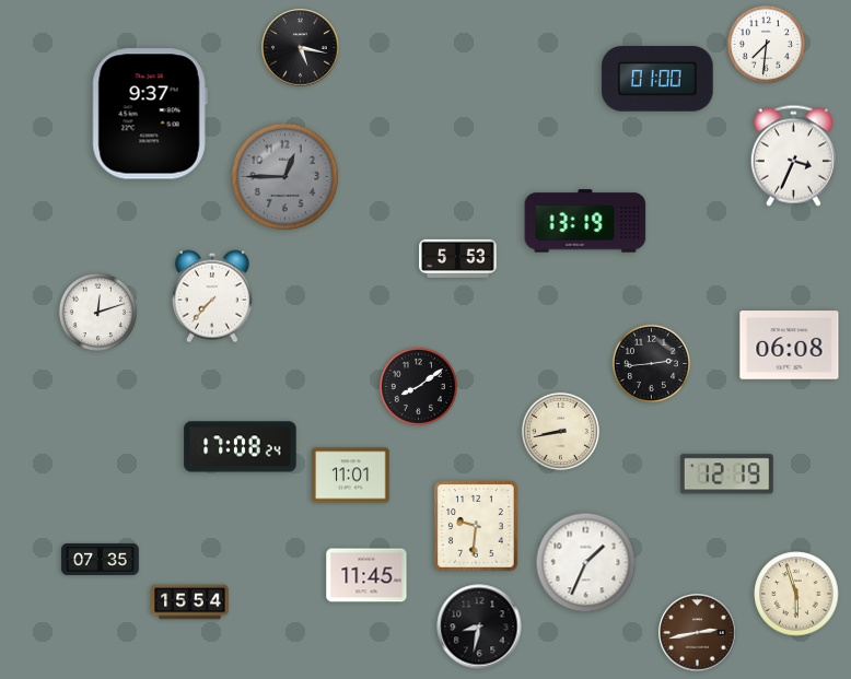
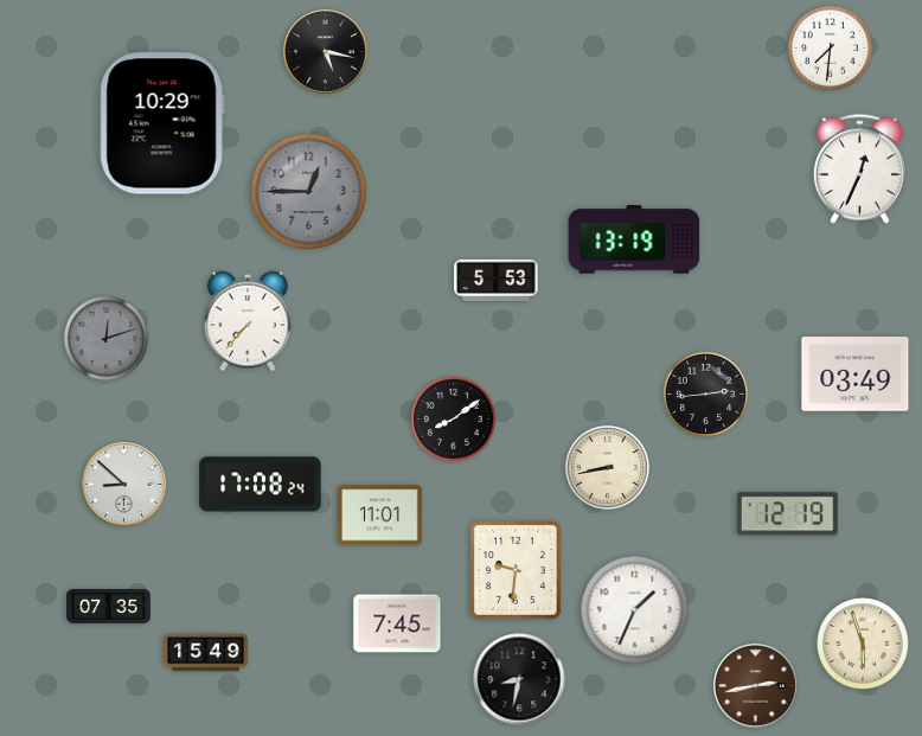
clock at (657, 79): 01:00 -> none
clock at (150, 114): 9:37 -> 10:29
clock at (793, 155): 3:34 -> 12:34
clock at (212, 296) position: (212, 296) -> (248, 321)
clock at (97, 312) dial: white -> grey
clock at (790, 346): 06:08 -> 03:49
clock at (124, 485): none -> 8:52
clock at (366, 575): 11:45 -> 7:45
clock at (190, 602): 15:54 -> 15:49
